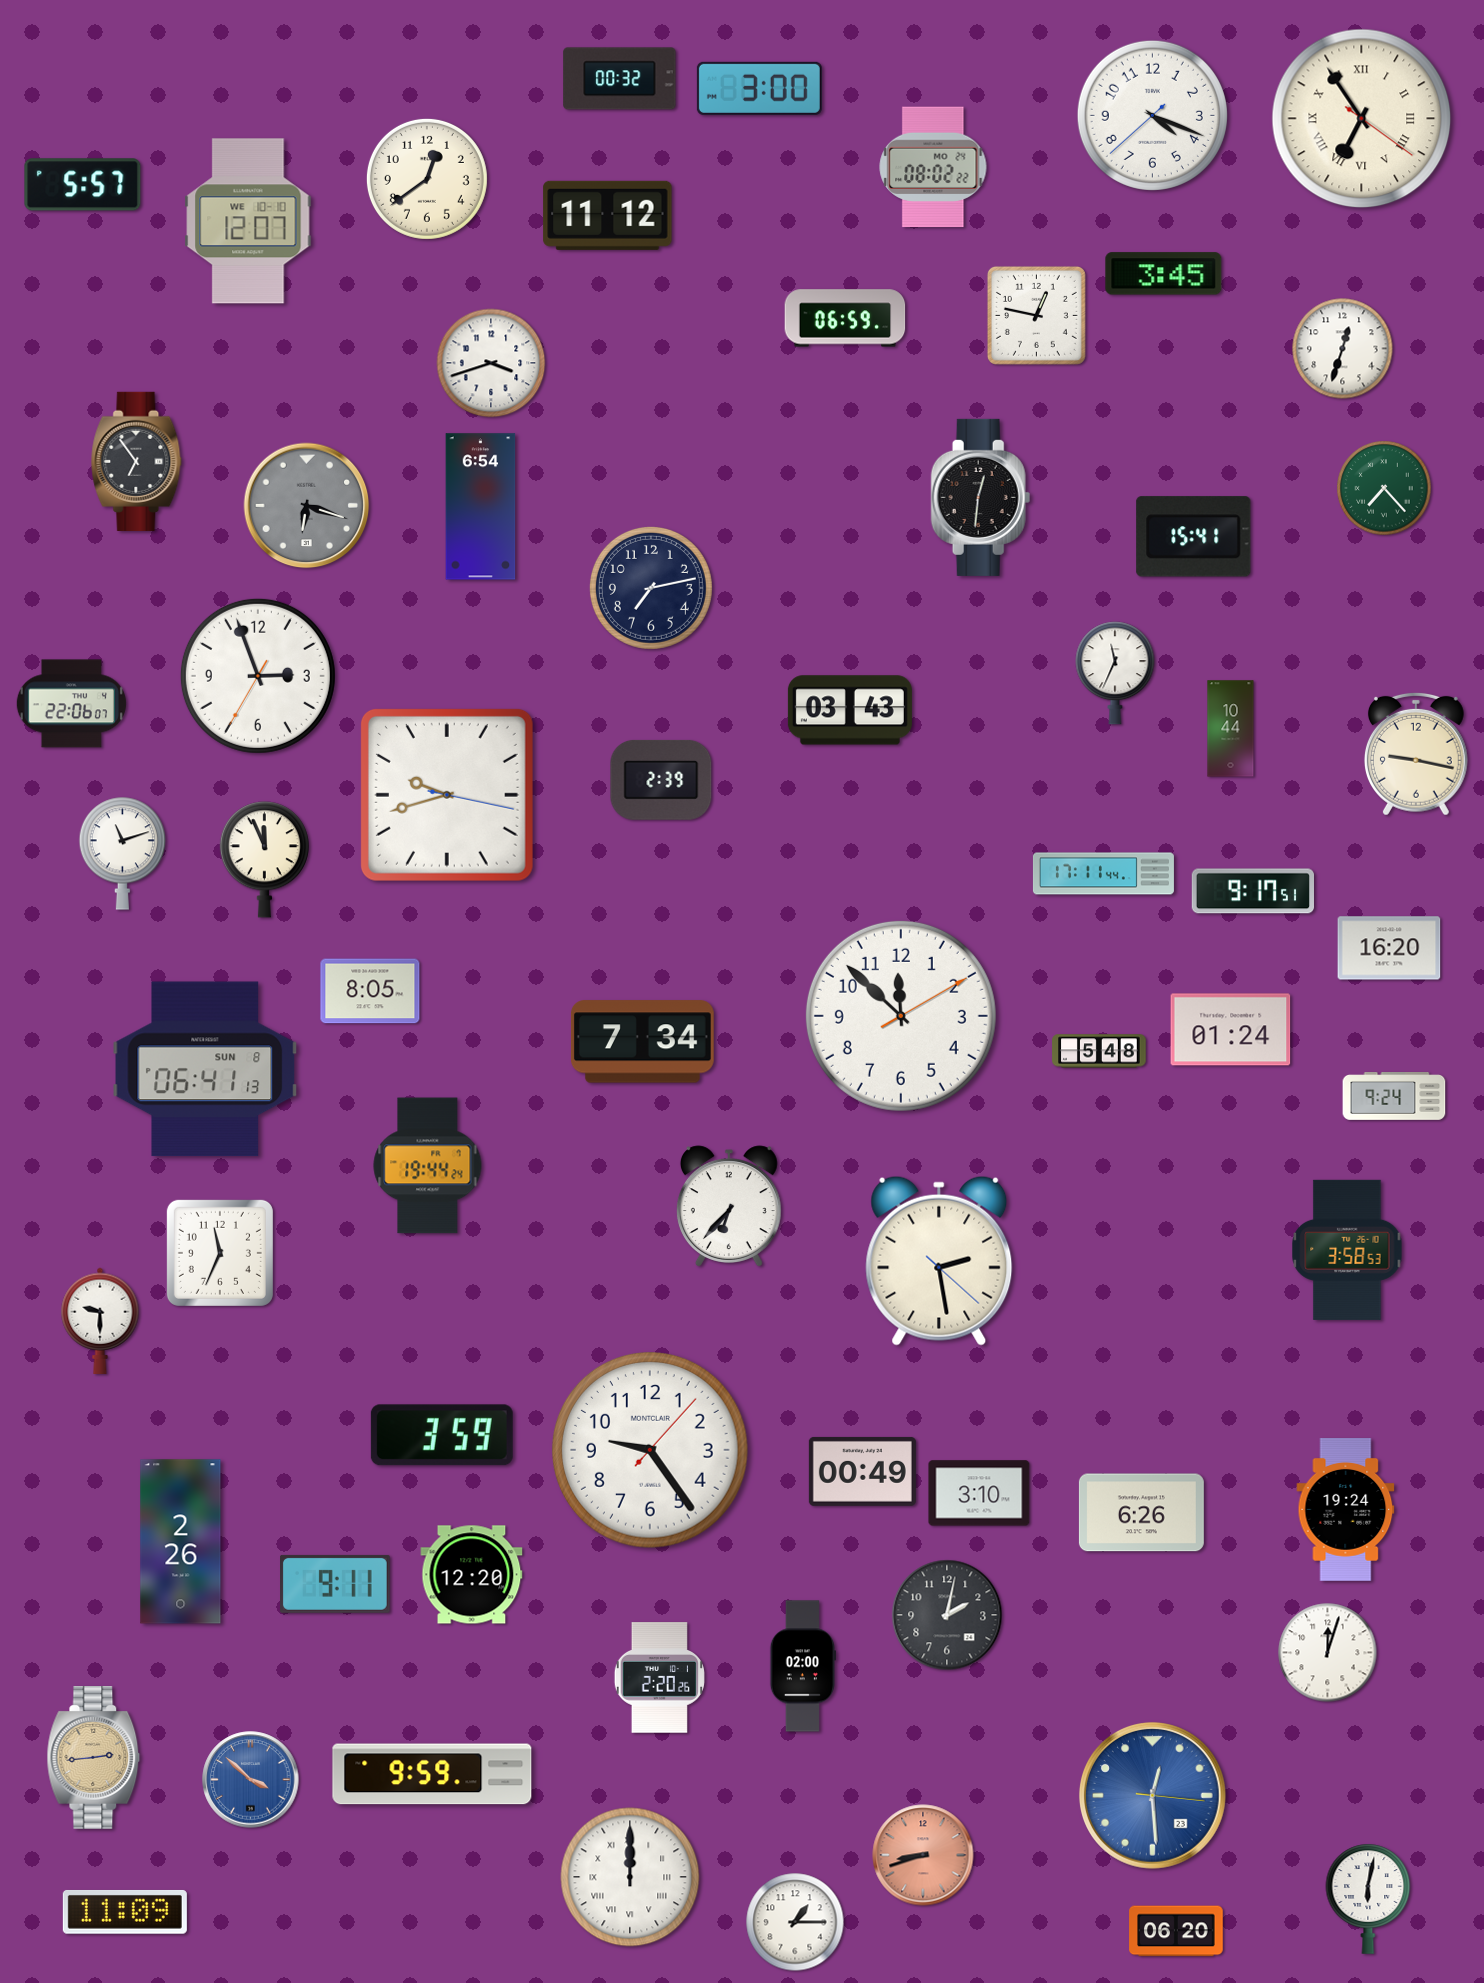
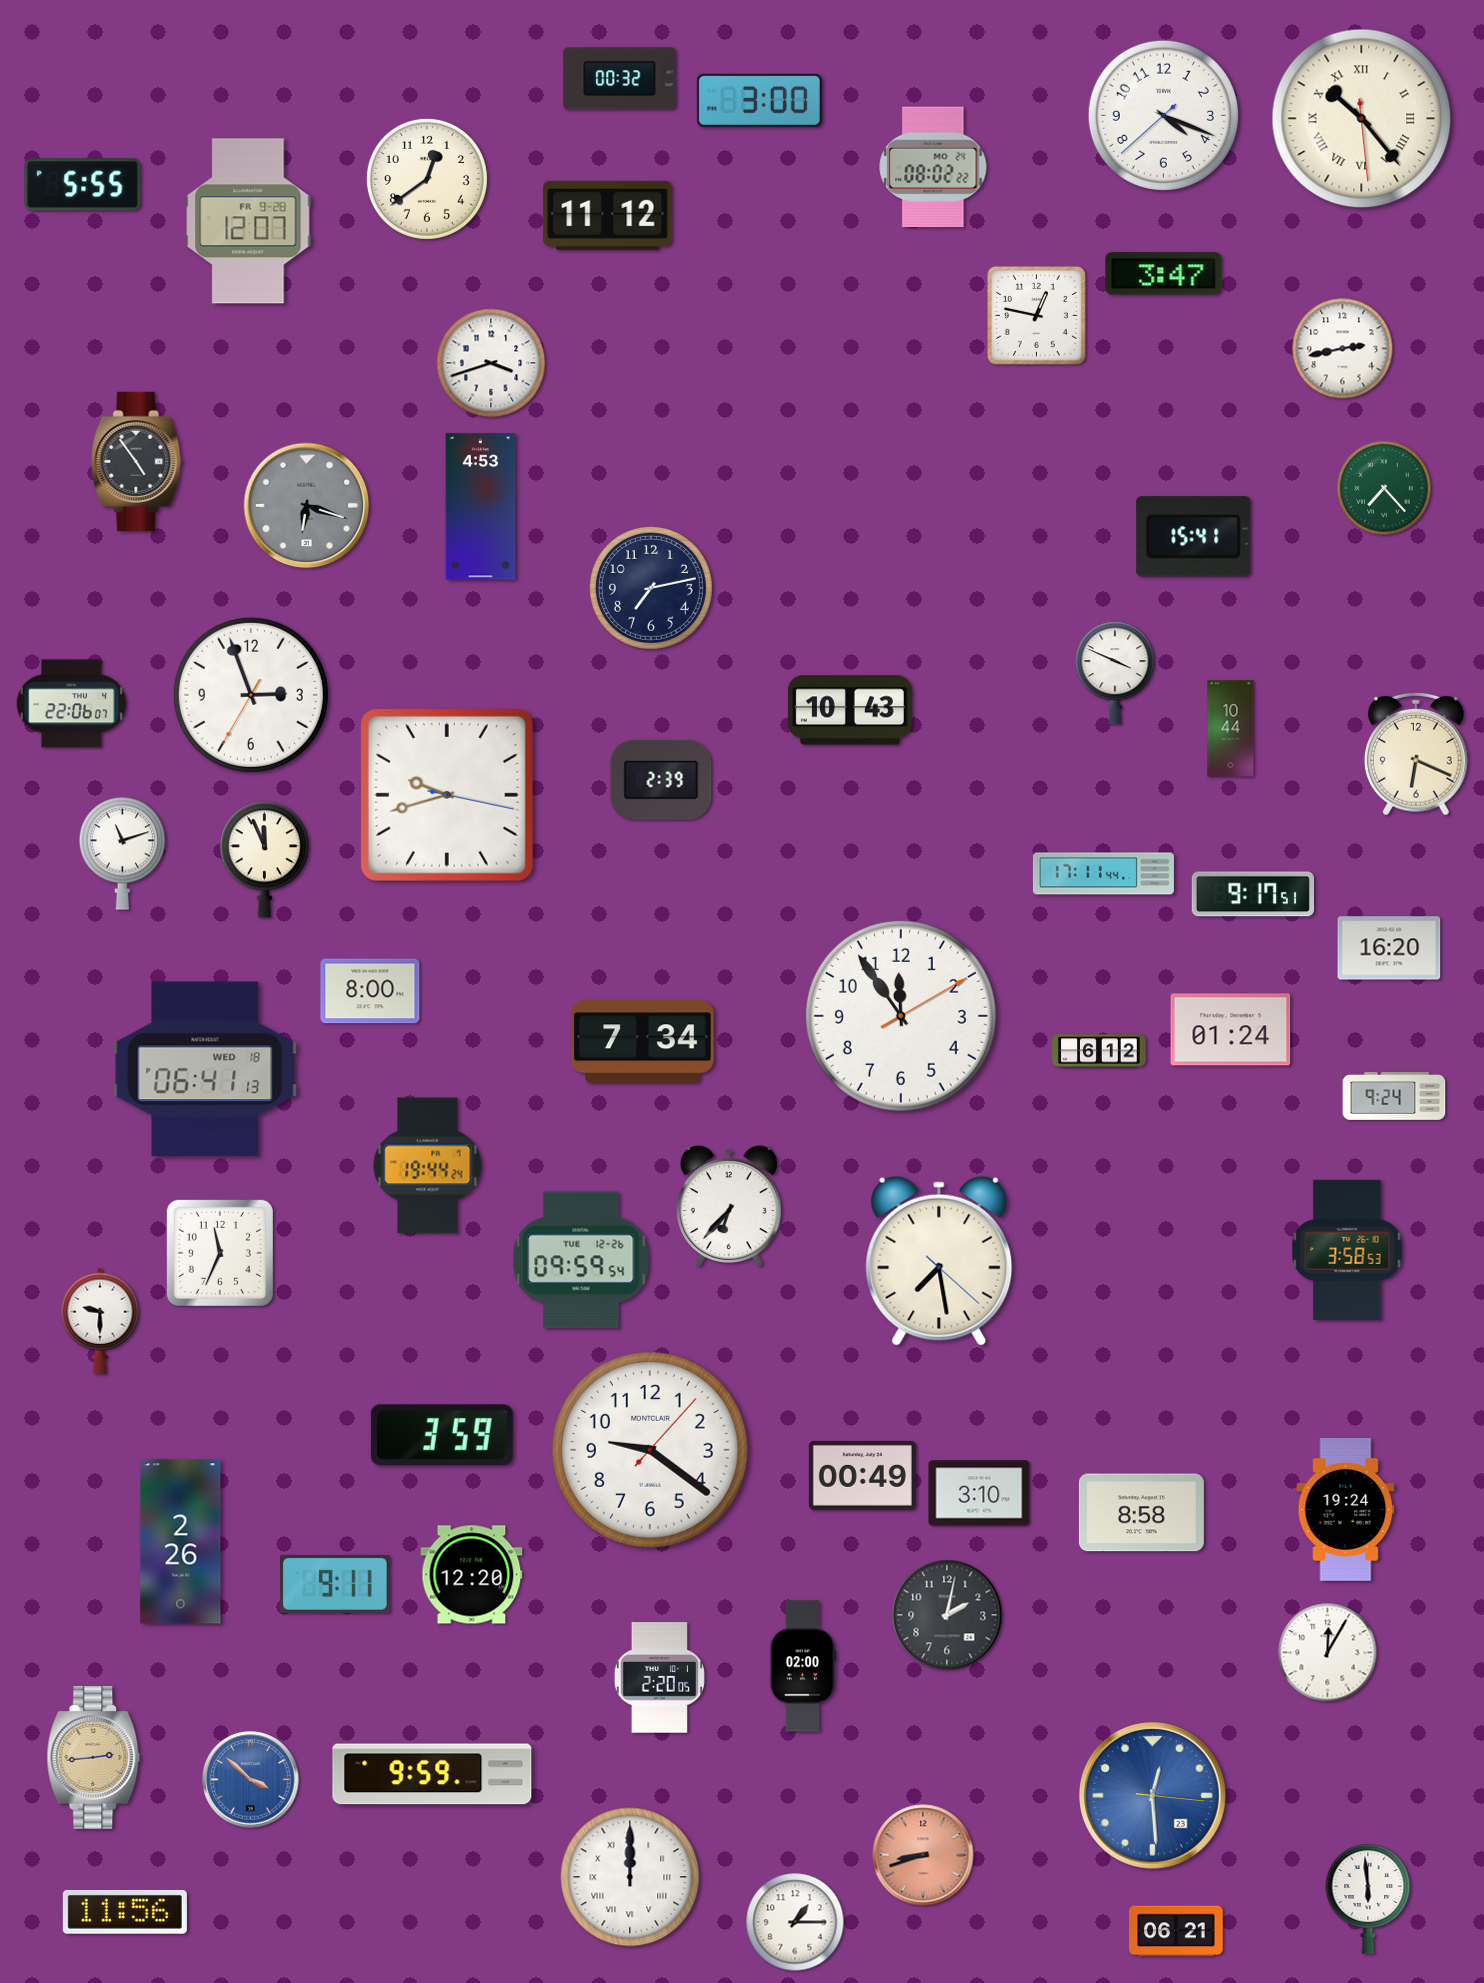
clock at (759, 88) position: (759, 88) -> (759, 100)
clock at (1152, 115) position: (1152, 115) -> (1163, 115)
clock at (1362, 119): 6:54 -> 10:23
clock at (83, 185): 5:57 -> 5:55
clock at (248, 221) date: WE 10-10 -> FR 9-28
clock at (1164, 274): 3:45 -> 3:47
clock at (845, 318): 06:59 -> none
clock at (1343, 349): 12:33 -> 2:43
clock at (137, 461): 6:54 -> 4:54
clock at (981, 497): 12:31 -> none
clock at (481, 507): 6:54 -> 4:53
clock at (1115, 673): 11:34 -> 3:49
clock at (258, 676) position: (258, 676) -> (251, 695)
clock at (850, 710): 03:43 -> 10:43
clock at (1416, 754): 9:17 -> 6:19
clock at (1252, 891) position: (1252, 891) -> (1252, 894)
clock at (370, 991): 8:05 -> 8:00
clock at (901, 1016): 11:52 -> 11:54
clock at (1099, 1051): 5:48 -> 6:12
clock at (205, 1069) date: SUN 8 -> WED 18
clock at (581, 1260): none -> 09:59
clock at (939, 1261): 2:28 -> 7:28
clock at (651, 1451): 9:24 -> 9:21
clock at (862, 1471) position: (862, 1471) -> (862, 1475)
clock at (1141, 1513): 6:26 -> 8:58
clock at (1328, 1653): 12:03 -> 12:05
clock at (659, 1678): 2:20:26 -> 2:20:05
clock at (1368, 1899): 6:02 -> 5:59
clock at (125, 1912): 11:09 -> 11:56
clock at (1176, 1931): 06:20 -> 06:21
